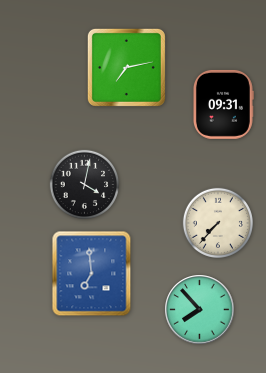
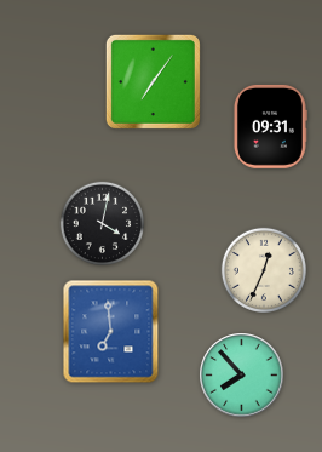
clock at (126, 67): 7:13 -> 7:06
clock at (218, 223): 7:37 -> 12:34
